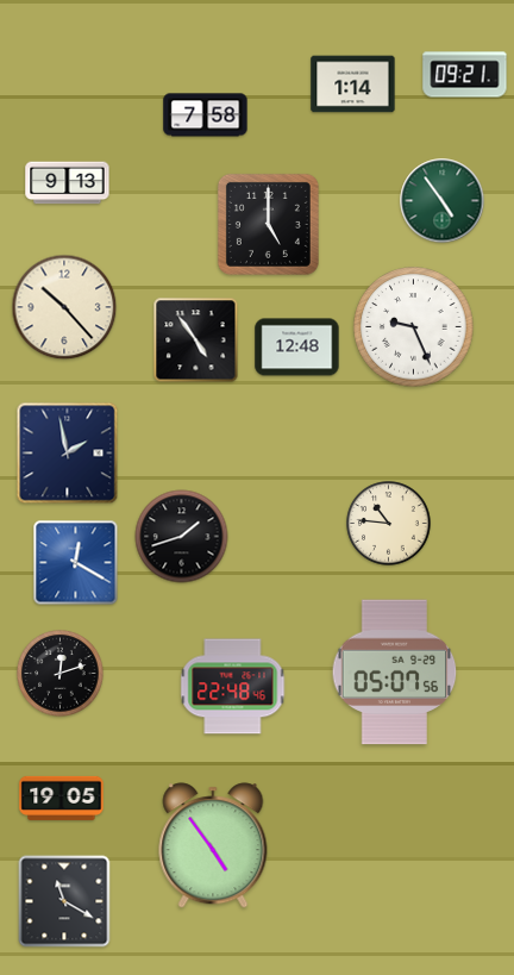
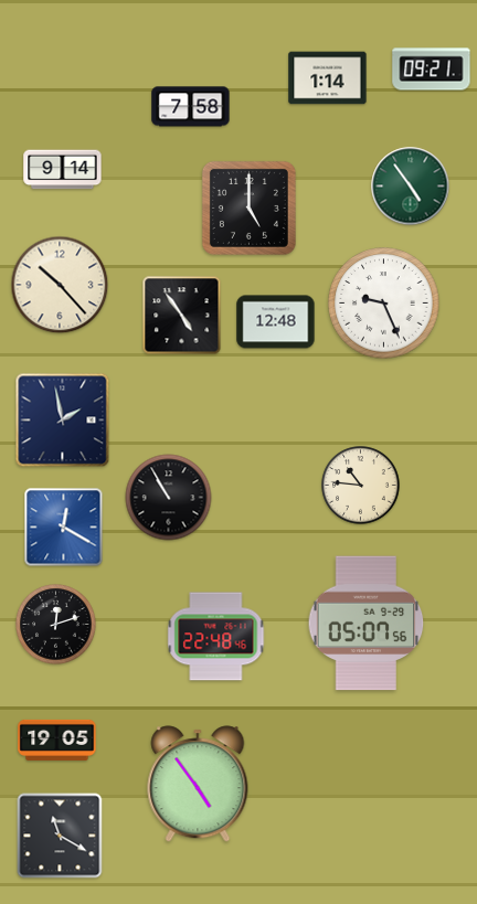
clock at (68, 183): 9:13 -> 9:14
clock at (182, 537): 1:42 -> 10:55
clock at (76, 563) position: (76, 563) -> (64, 528)
